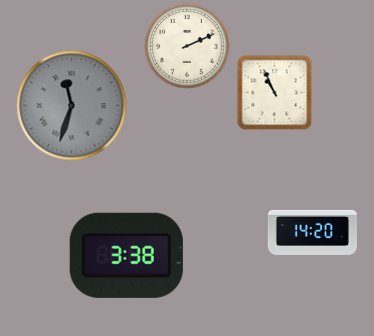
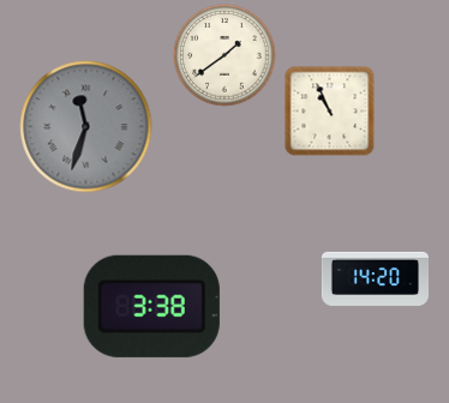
clock at (187, 46): 2:11 -> 1:39
